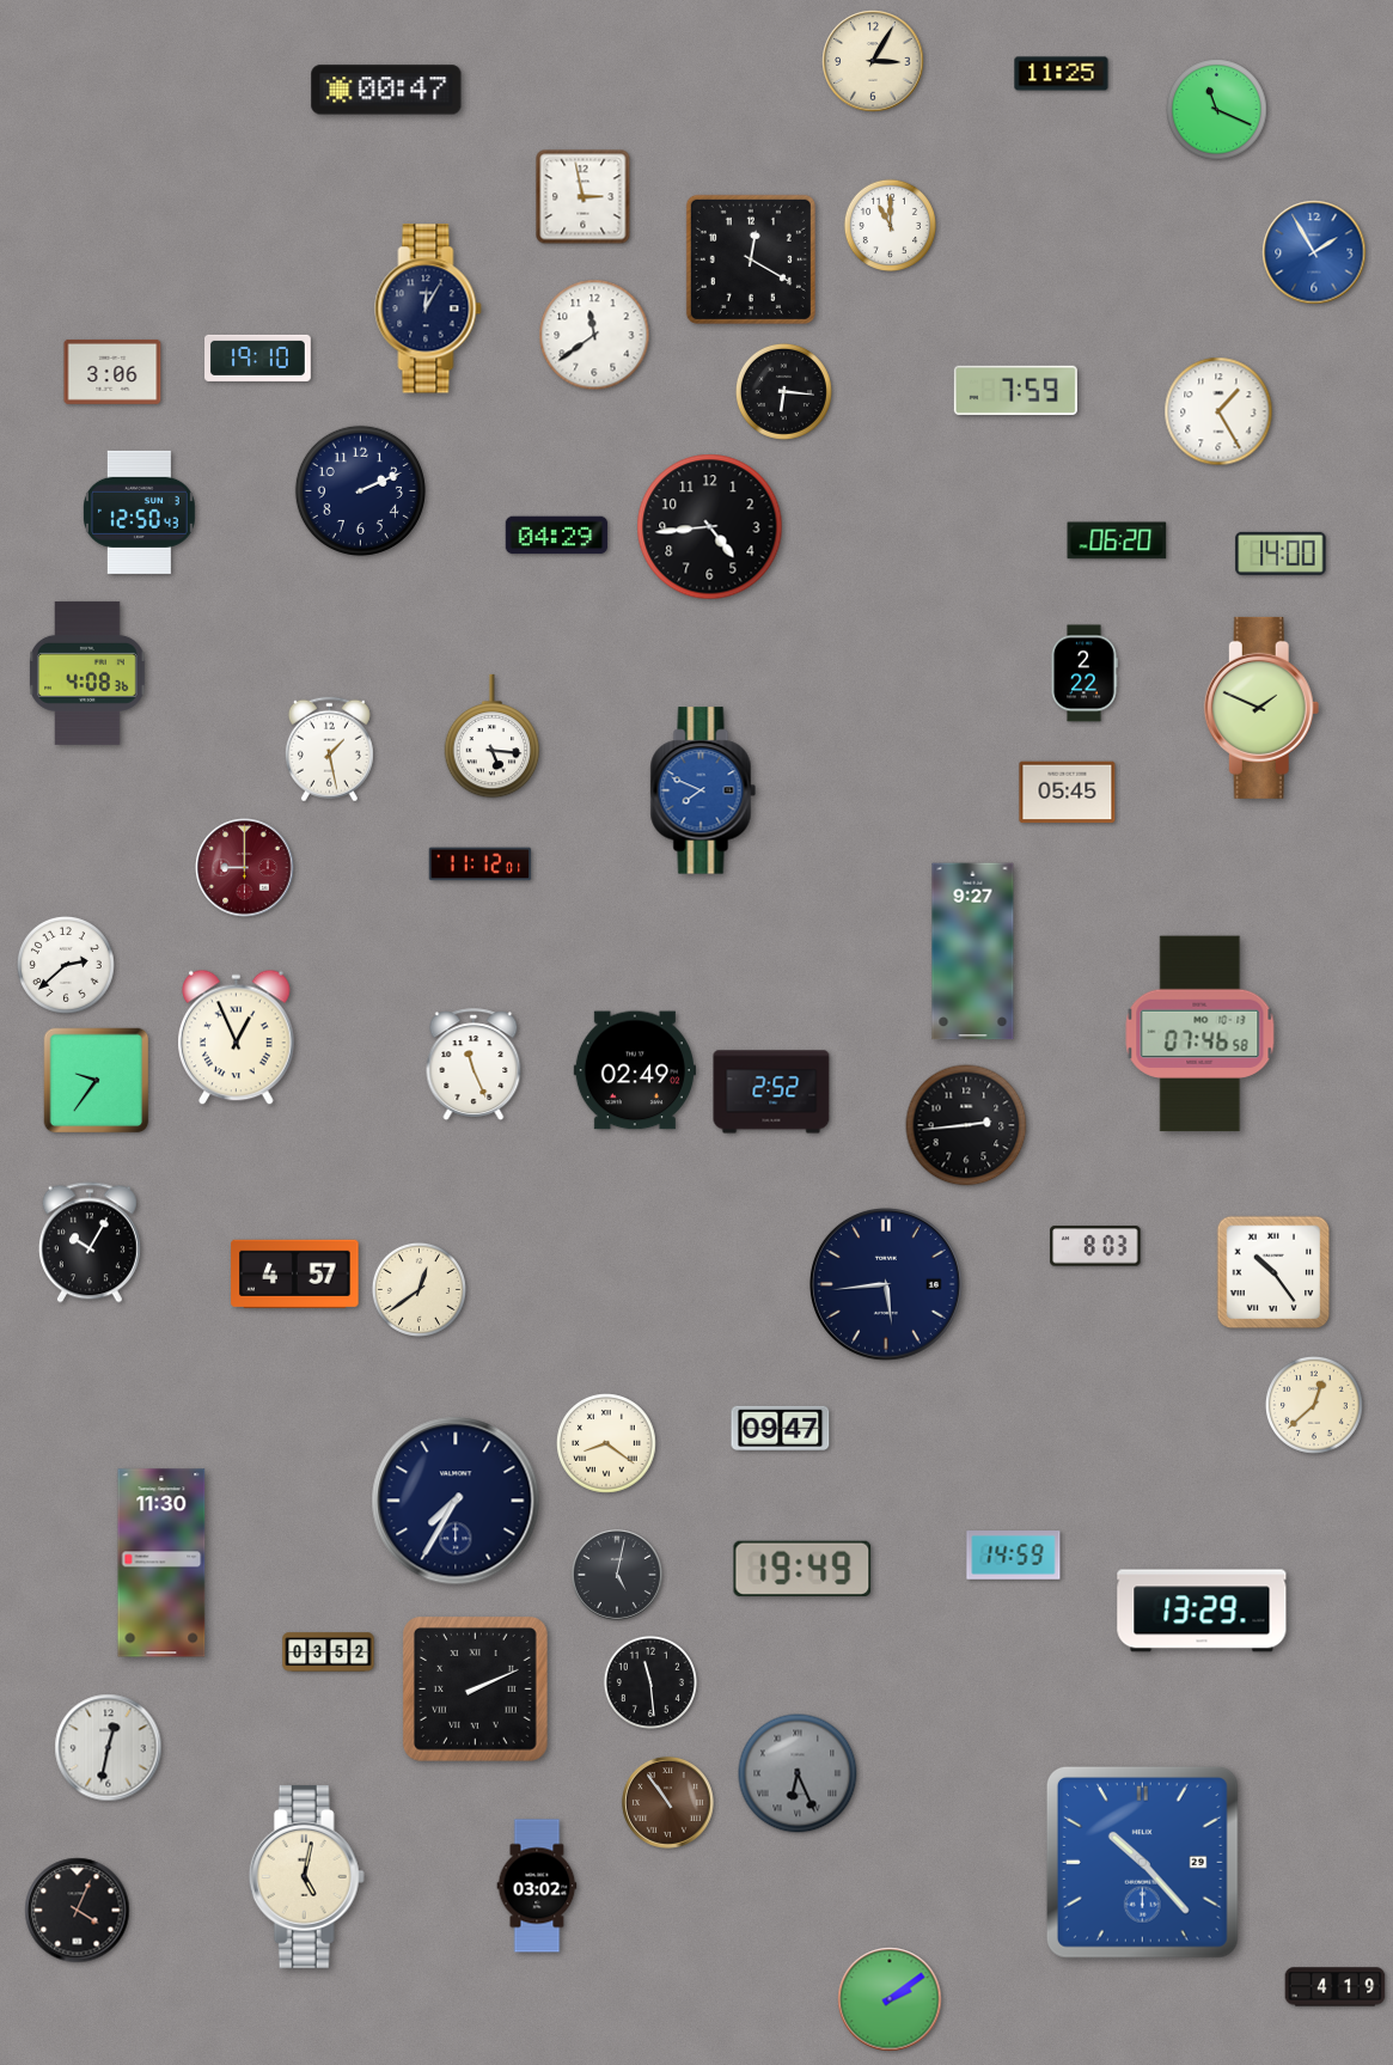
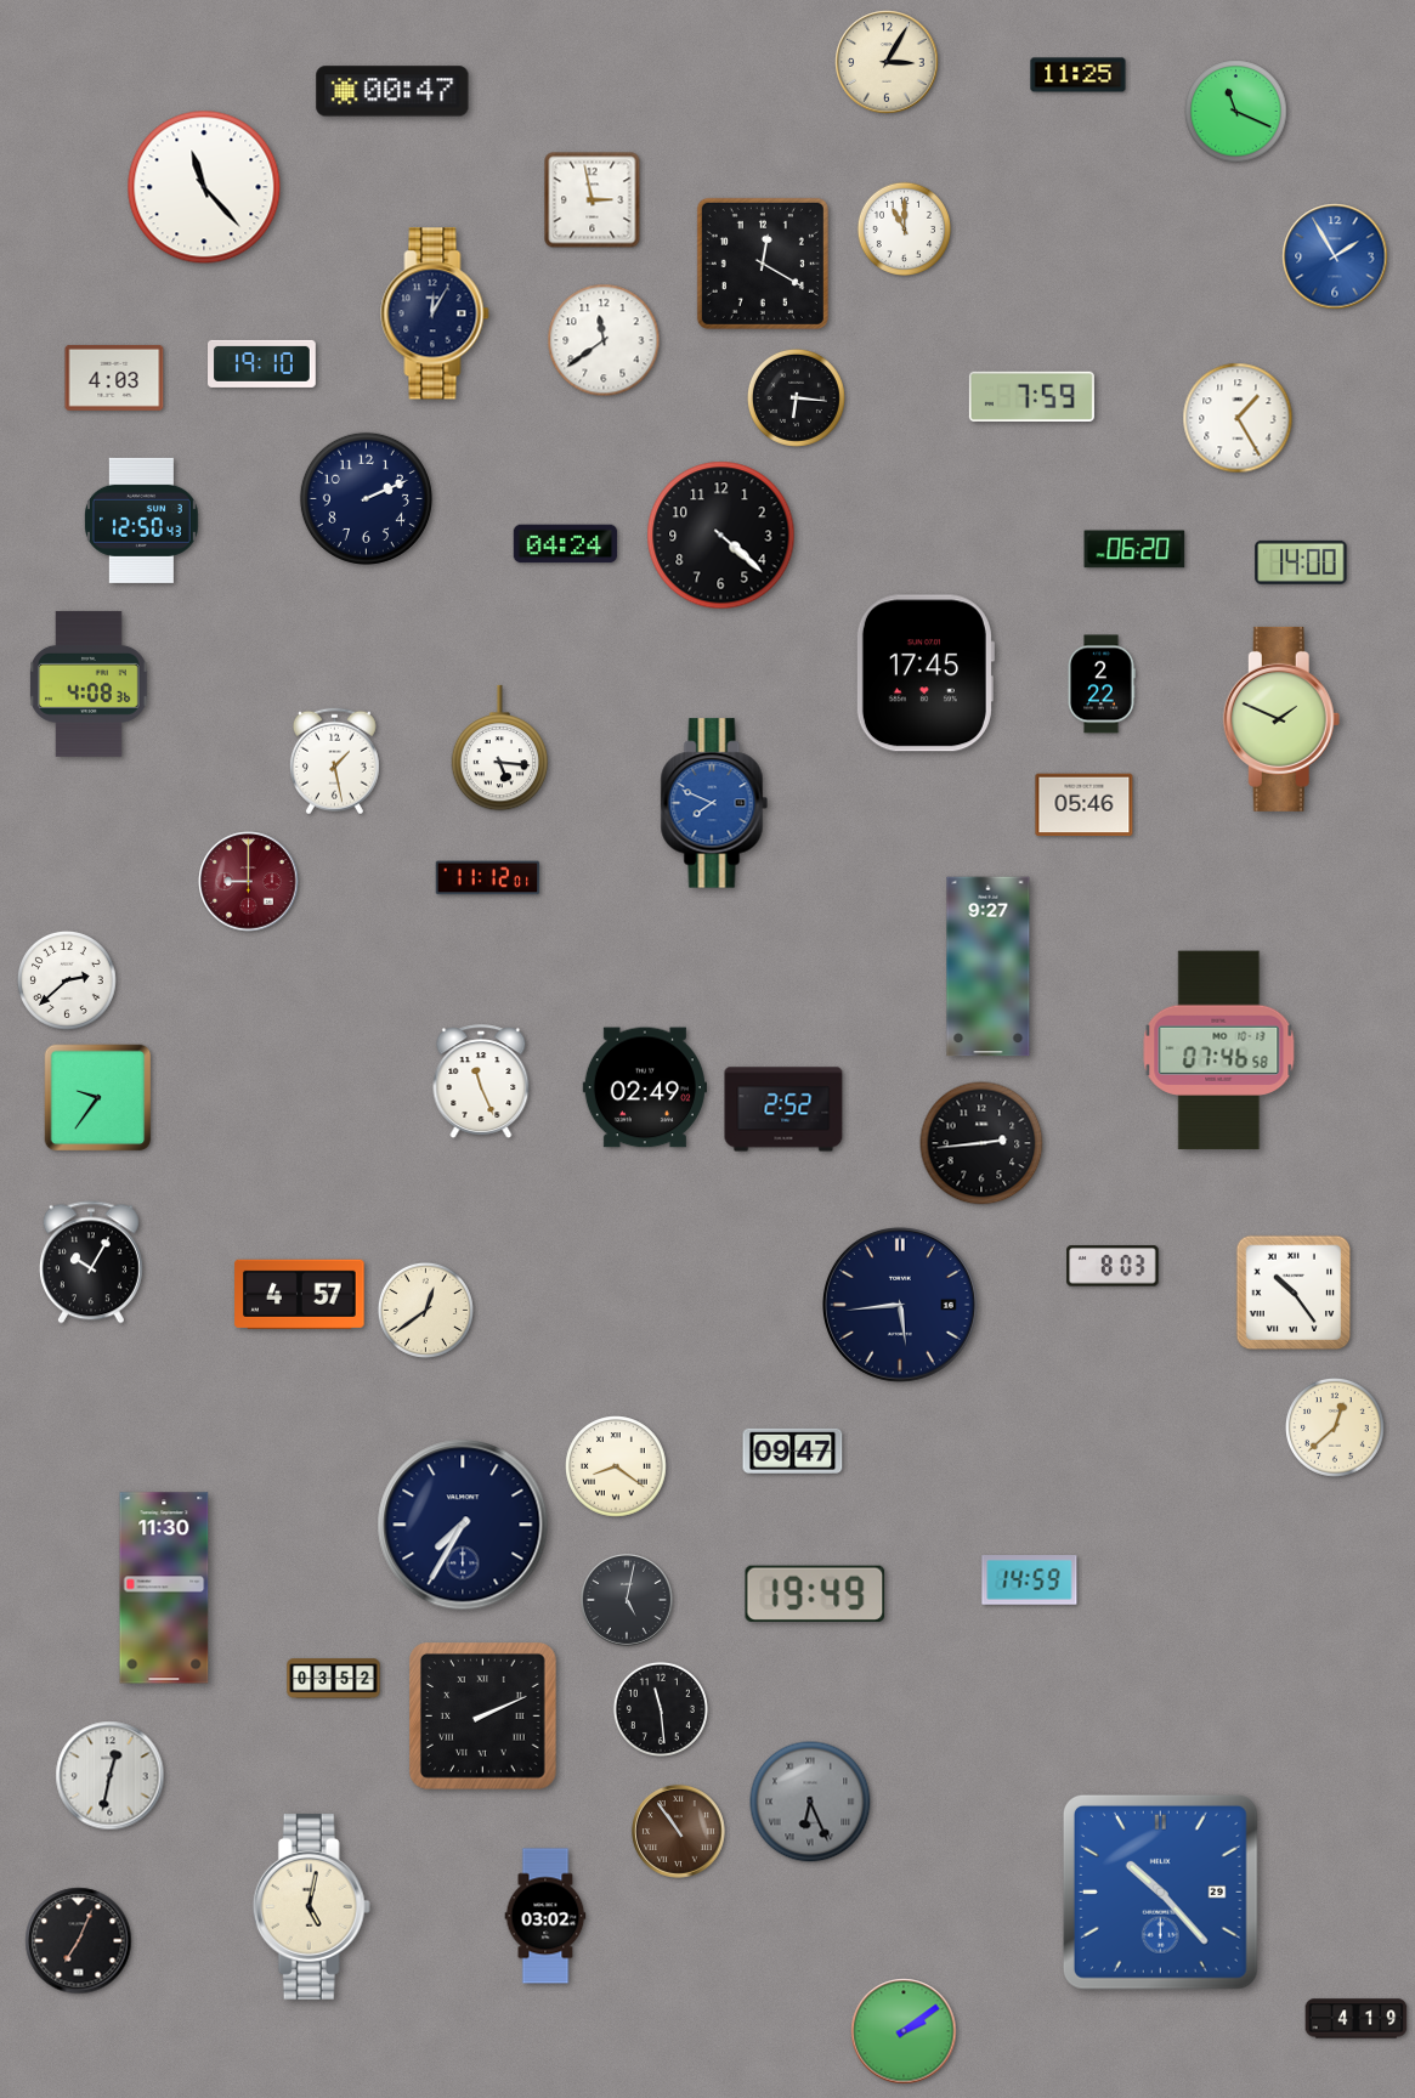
clock at (204, 187): none -> 11:23
clock at (112, 372): 3:06 -> 4:03
clock at (710, 527): 4:44 -> 4:22
clock at (557, 536): 04:29 -> 04:24
clock at (924, 673): none -> 17:45
clock at (1068, 793): 05:45 -> 05:46
clock at (237, 1038): 12:56 -> none
clock at (1202, 1611): 13:29 -> none
clock at (78, 1911): 4:04 -> 7:04
